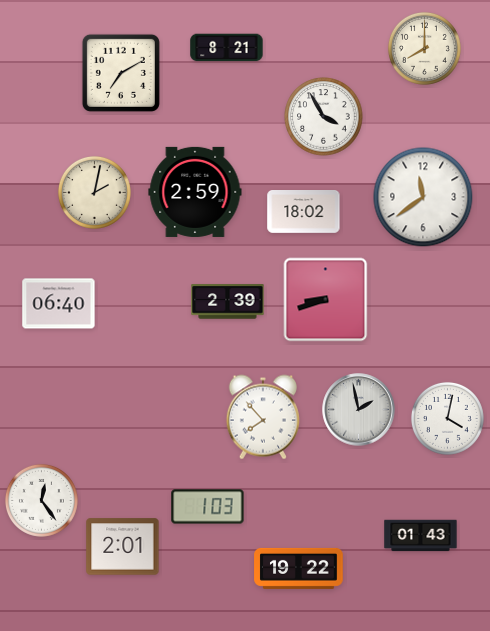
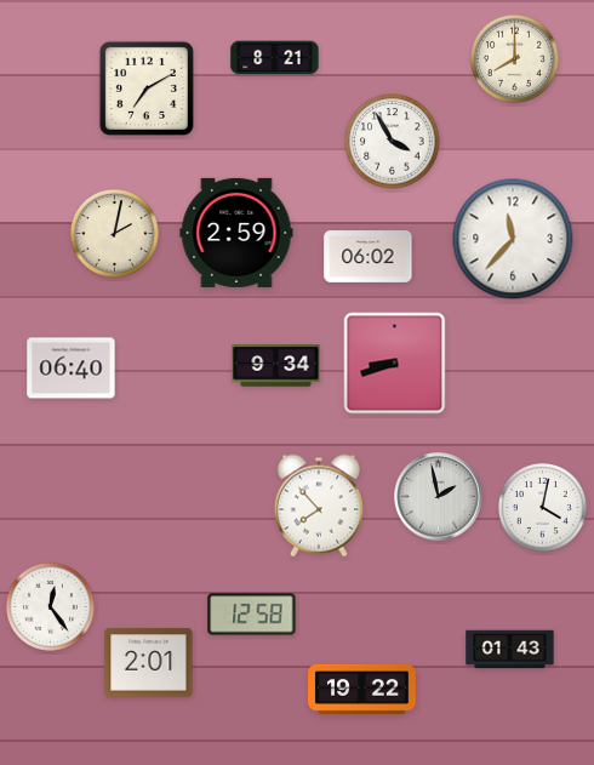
clock at (423, 197): 11:39 -> 11:37
clock at (304, 212): 18:02 -> 06:02
clock at (228, 302): 2:39 -> 9:34
clock at (359, 410) position: (359, 410) -> (439, 497)
clock at (208, 507): 1:03 -> 12:58
